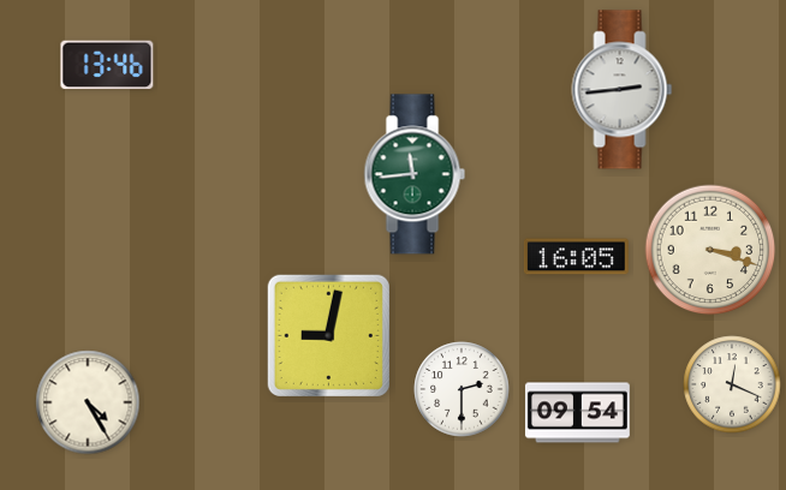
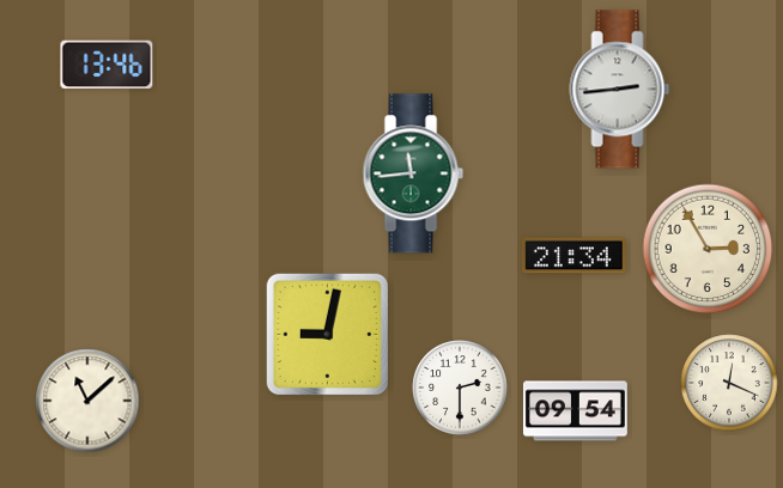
clock at (710, 250): 3:18 -> 2:55
clock at (576, 257): 16:05 -> 21:34
clock at (88, 402): 4:25 -> 11:08
